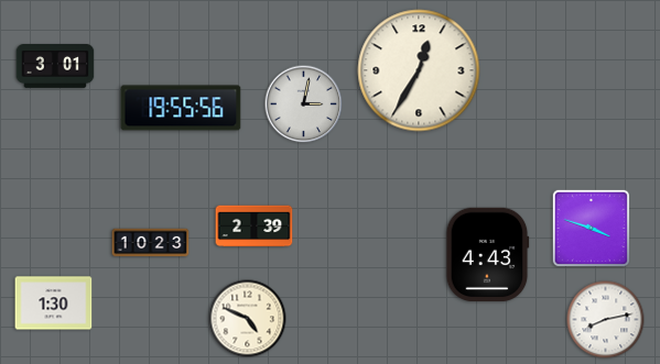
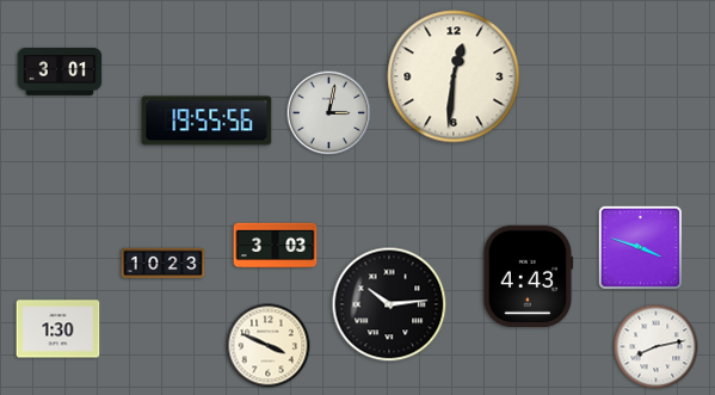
clock at (419, 70): 12:35 -> 12:31
clock at (181, 108) position: (181, 108) -> (207, 121)
clock at (255, 227): 2:39 -> 3:03
clock at (389, 304): none -> 10:14
clock at (248, 319): 4:49 -> 3:49
